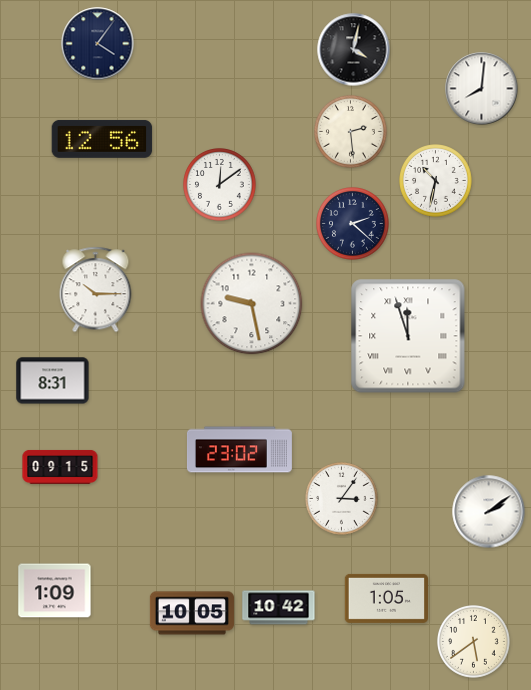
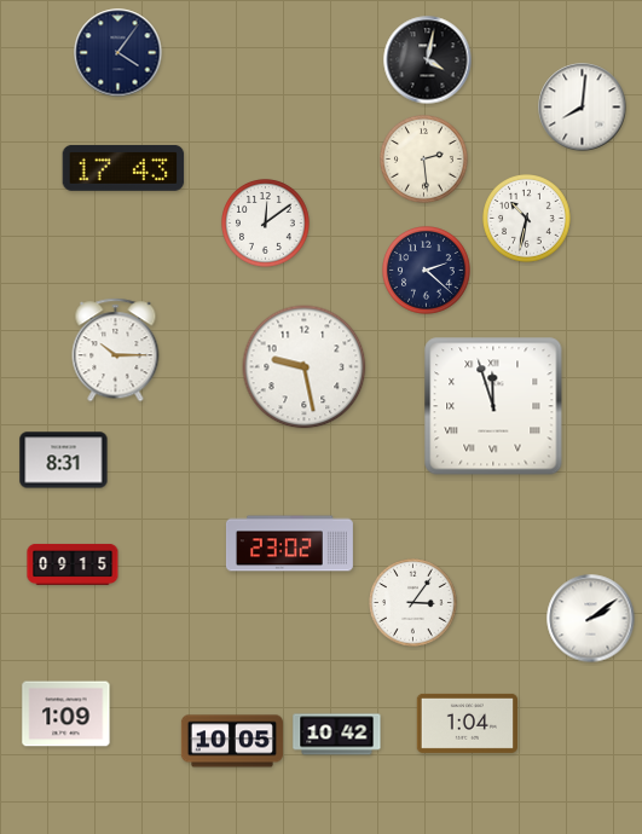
clock at (102, 139): 12:56 -> 17:43
clock at (386, 598): 1:05 -> 1:04
clock at (474, 642): 5:39 -> none
